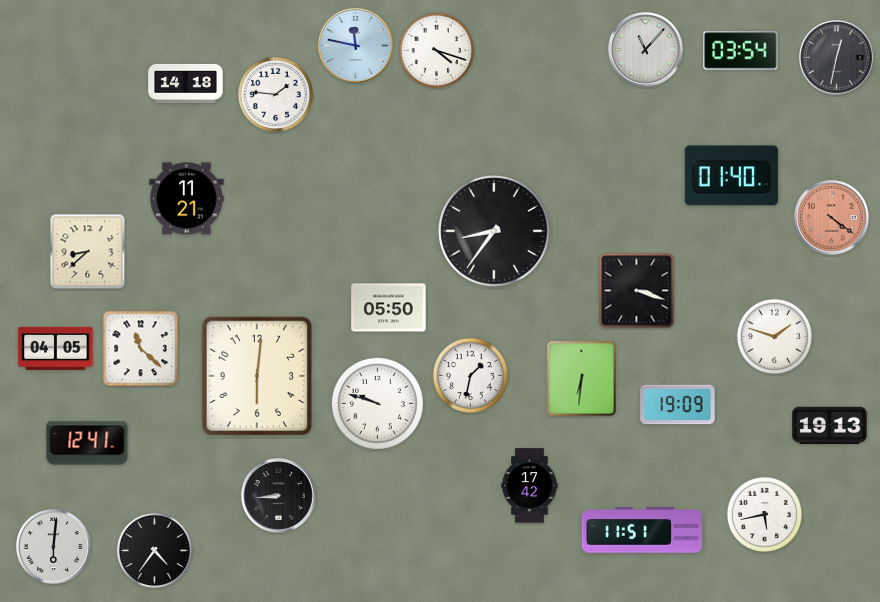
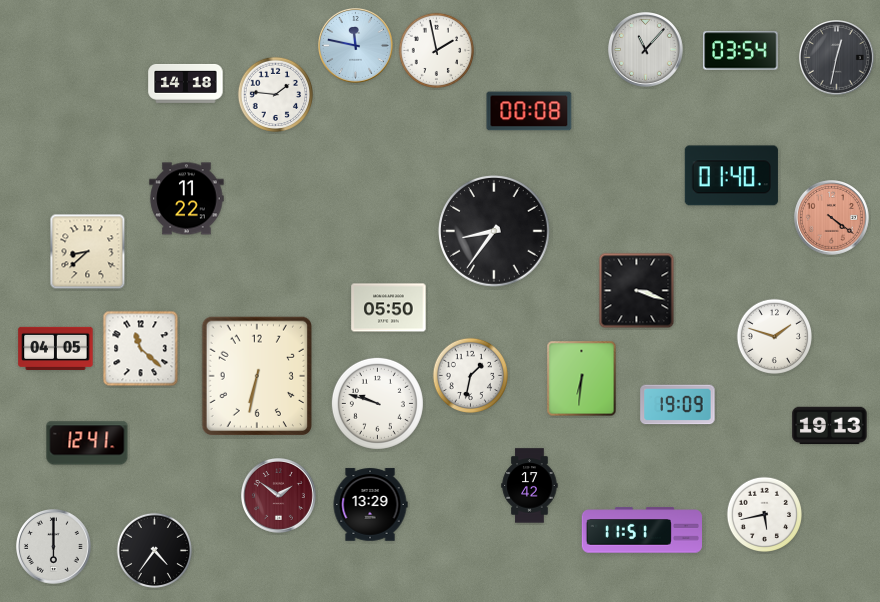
clock at (436, 50): 4:18 -> 1:58
clock at (529, 111): none -> 00:08
clock at (187, 199): 11:21 -> 11:22
clock at (257, 375): 6:01 -> 6:32
clock at (279, 496): 8:44 -> 1:51
clock at (279, 496) dial: black -> burgundy
clock at (370, 505): none -> 13:29
clock at (54, 547): 6:01 -> 6:00
